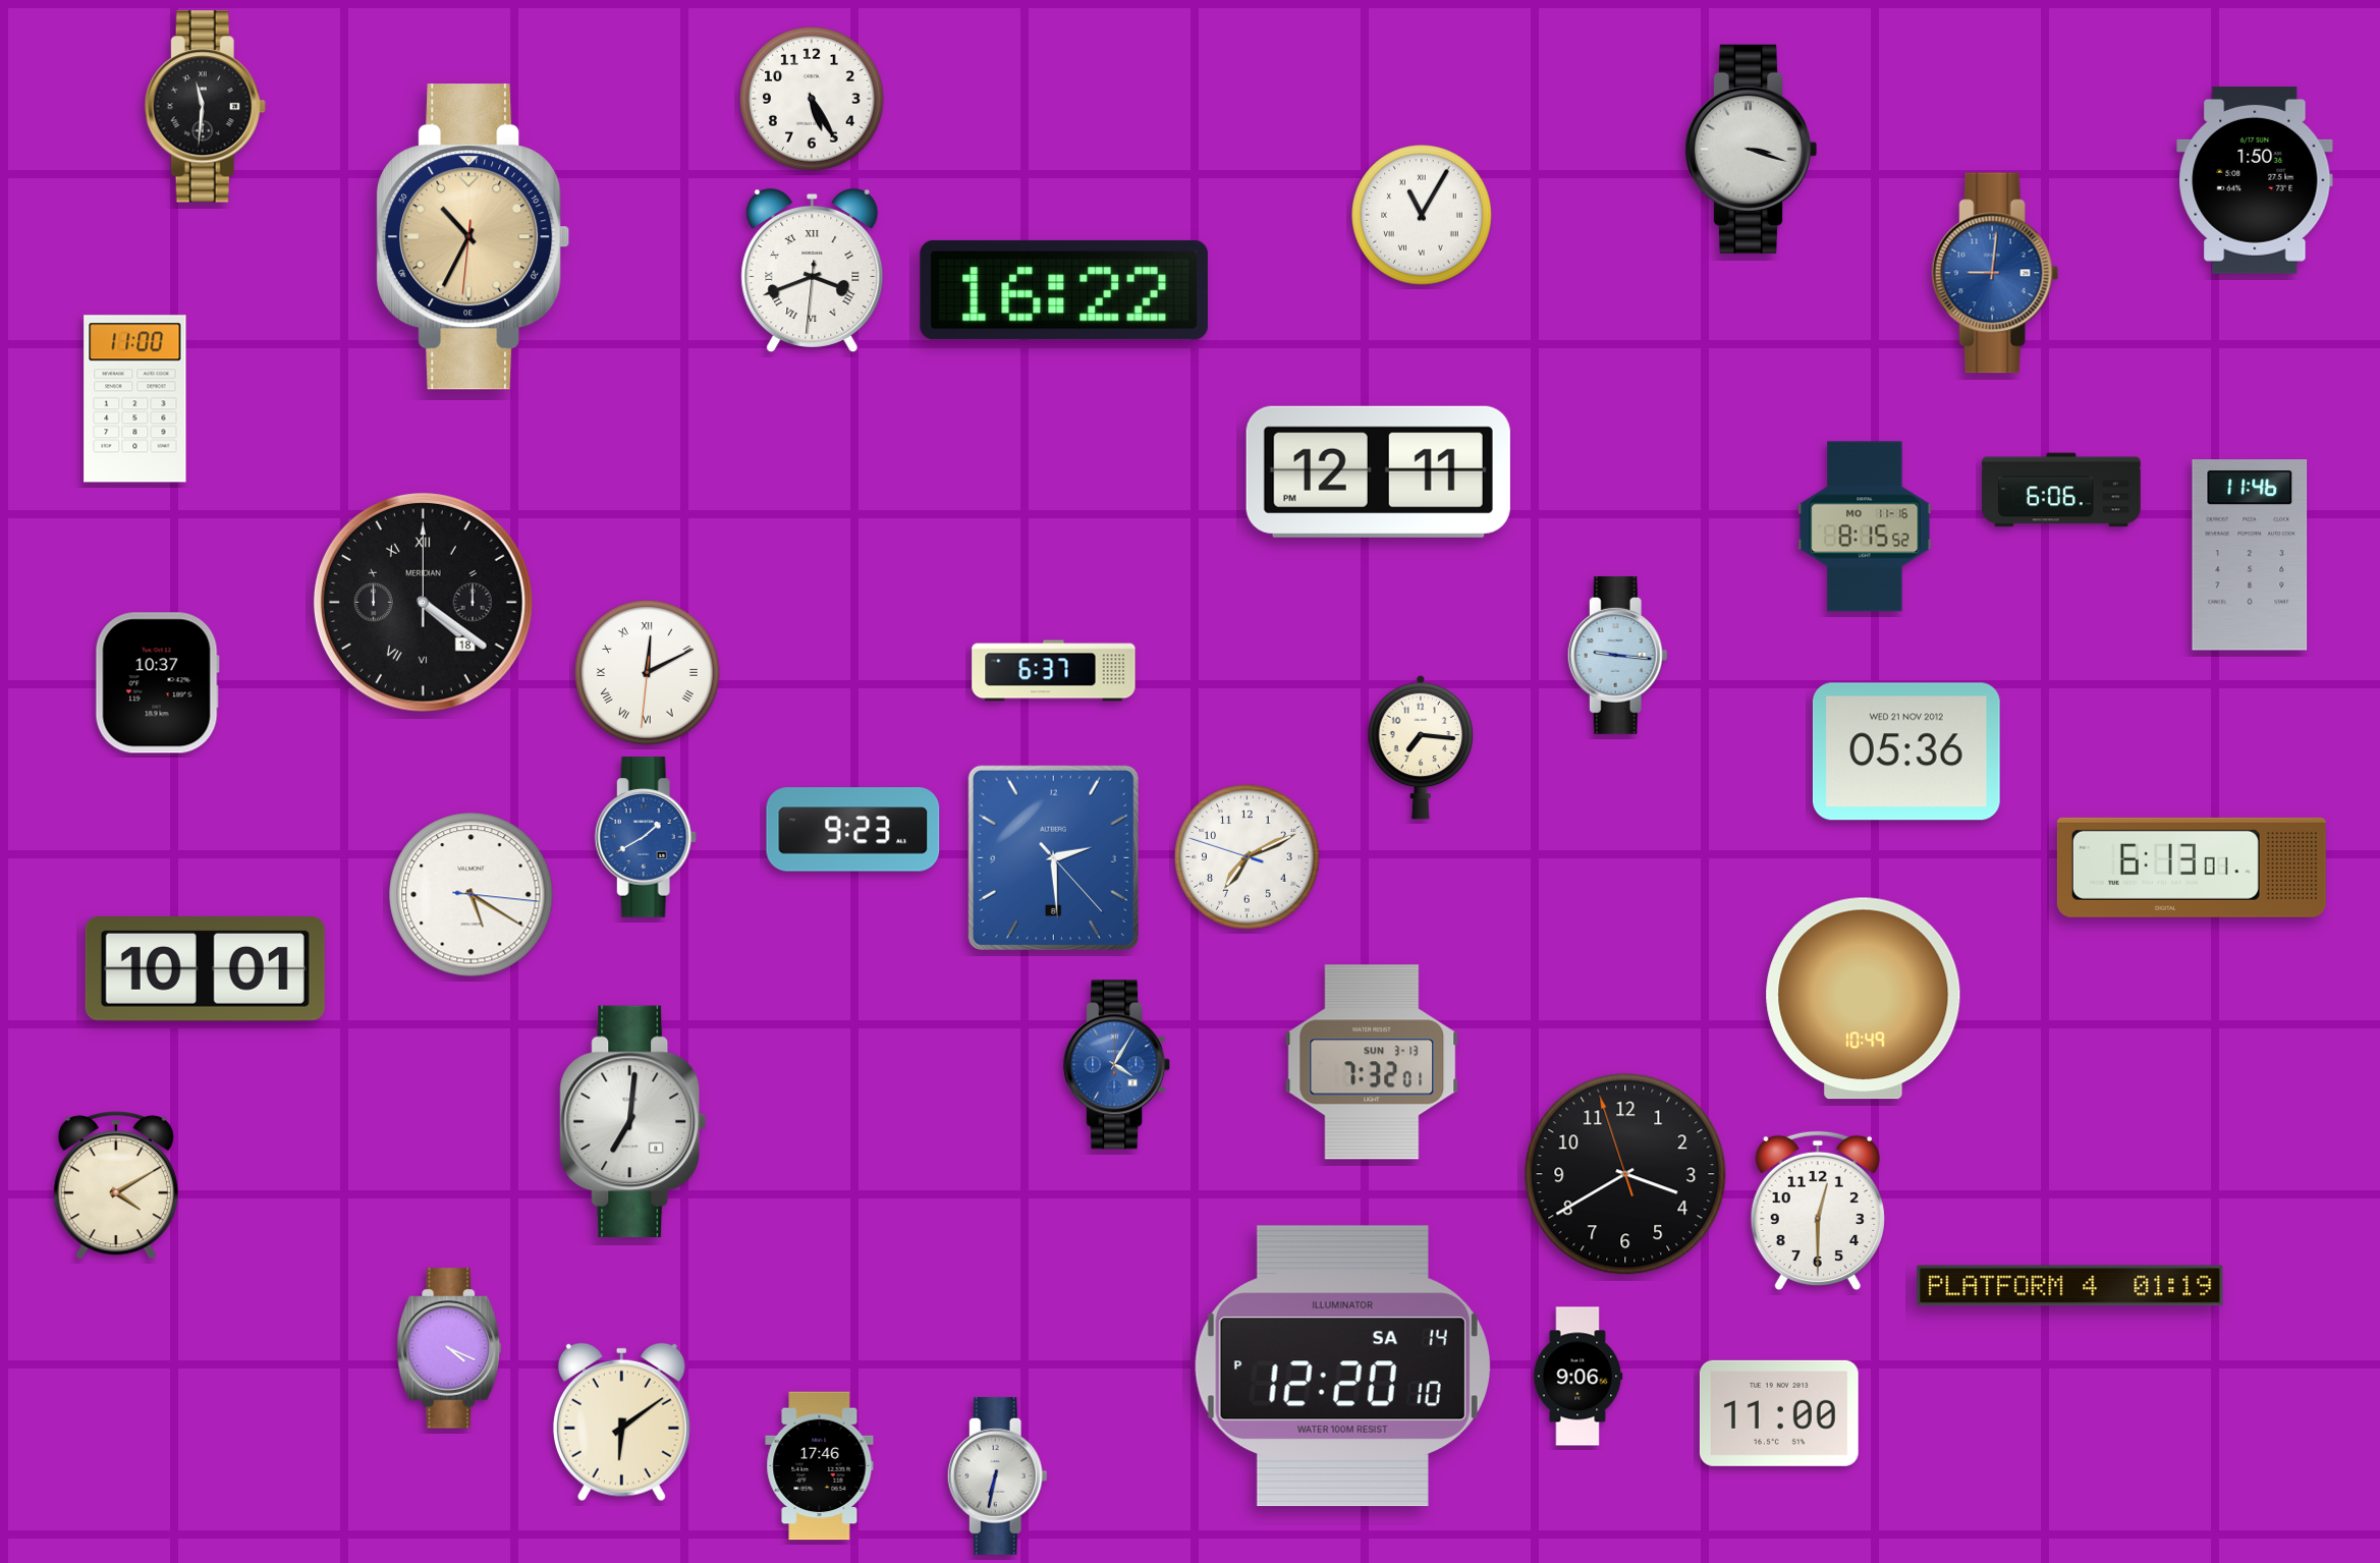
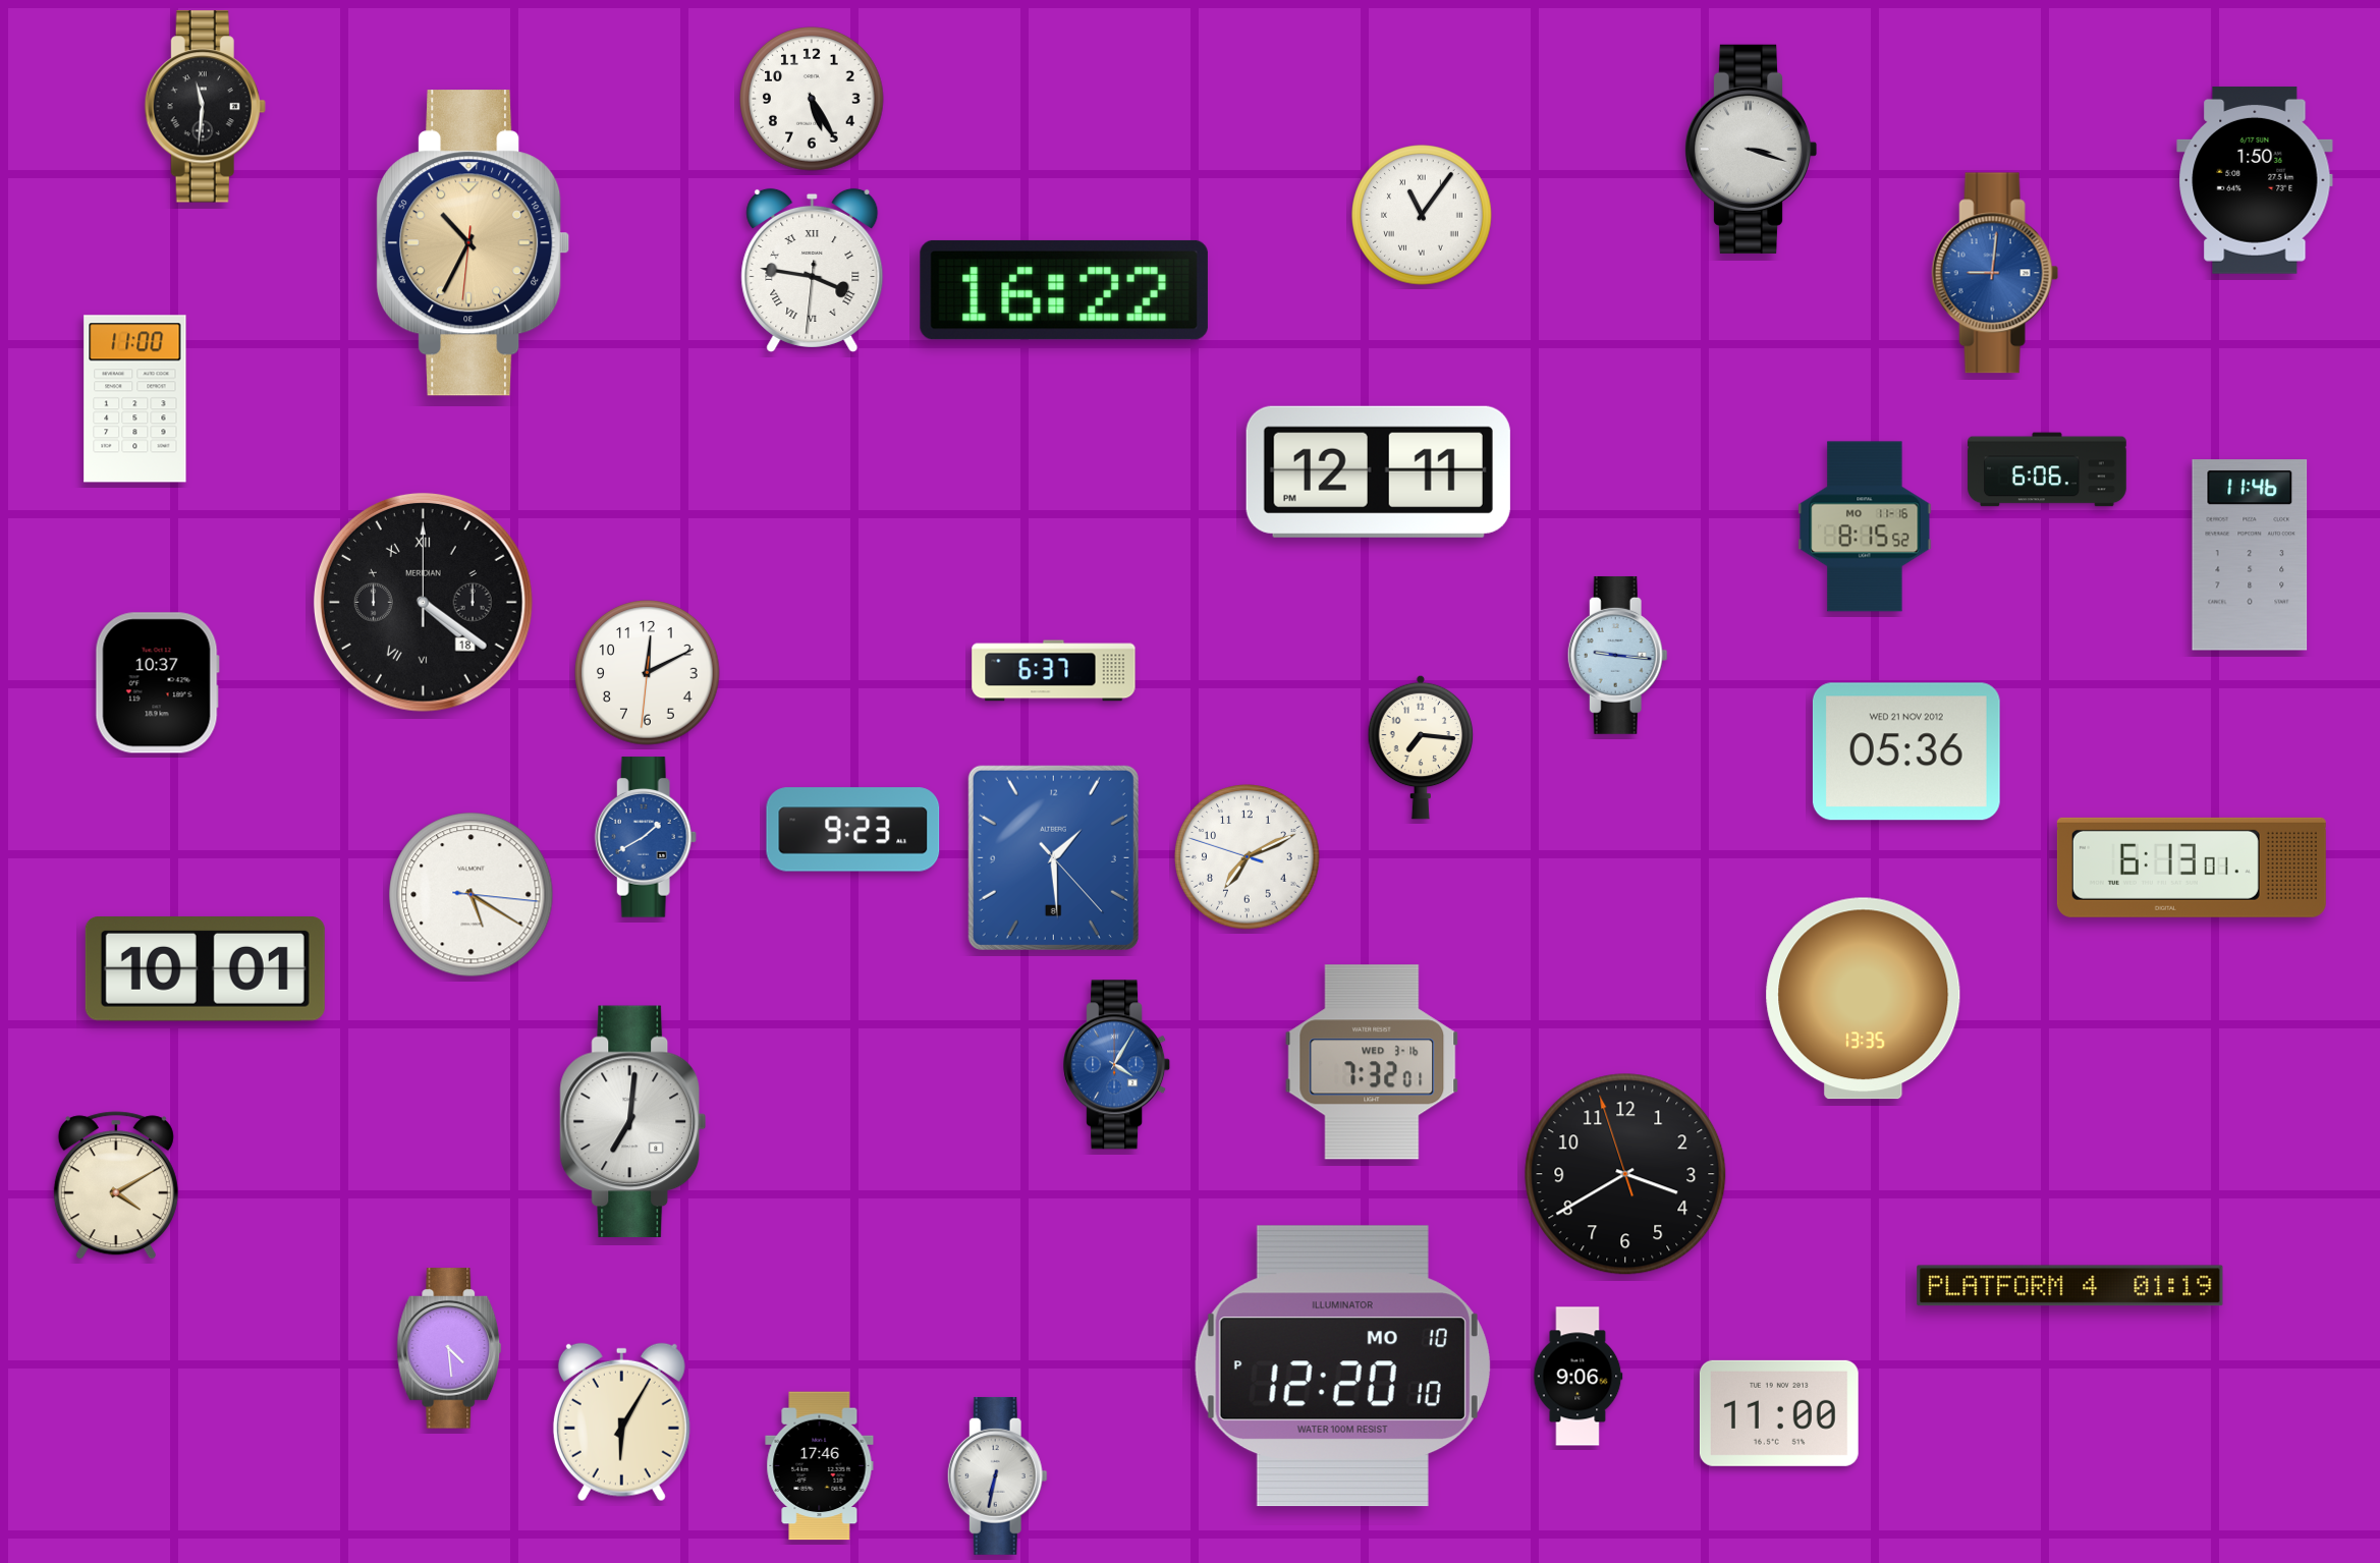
clock at (1422, 215): 11:05 -> 11:06
clock at (474, 237) position: (474, 237) -> (474, 243)
clock at (813, 270): 3:41 -> 3:46
clock at (2061, 490) position: (2061, 490) -> (2047, 469)
clock at (648, 673) numerals: Roman -> Arabic
clock at (1053, 857): 2:29 -> 1:29
clock at (1864, 999): 10:49 -> 13:35
clock at (1372, 1062) date: SUN 3-13 -> WED 3-16
clock at (1818, 1211): 12:30 -> none
clock at (449, 1348): 4:19 -> 4:29
clock at (1342, 1366) date: SA 14 -> MO 10
clock at (621, 1422): 6:09 -> 6:05
